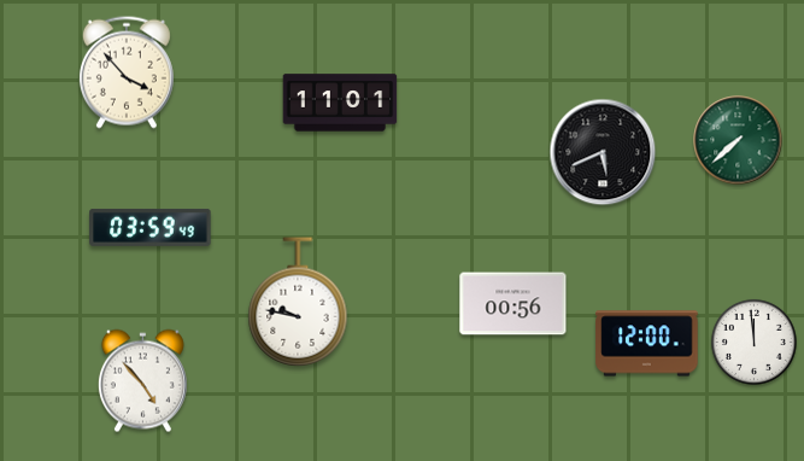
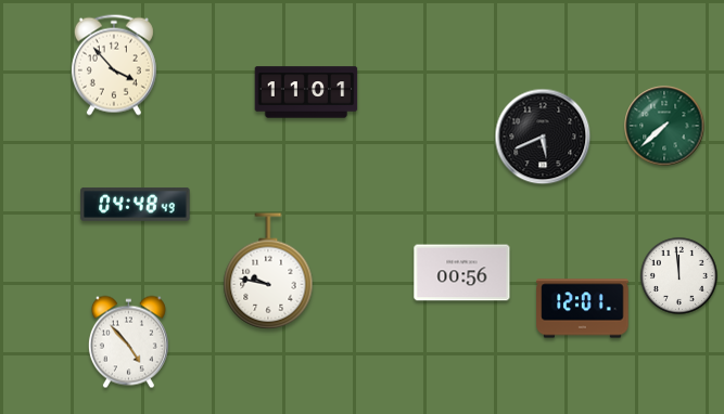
clock at (151, 227): 03:59 -> 04:48
clock at (753, 342) position: (753, 342) -> (678, 275)
clock at (647, 344): 12:00 -> 12:01
